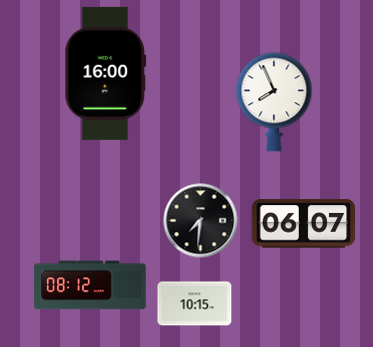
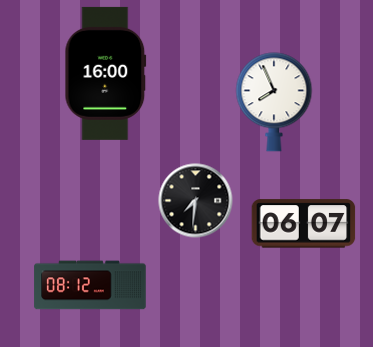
clock at (201, 221) position: (201, 221) -> (196, 201)
clock at (195, 304): 10:15 -> none
